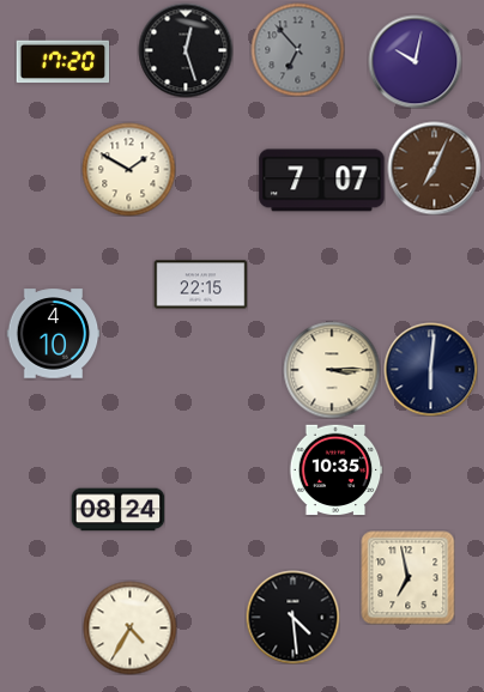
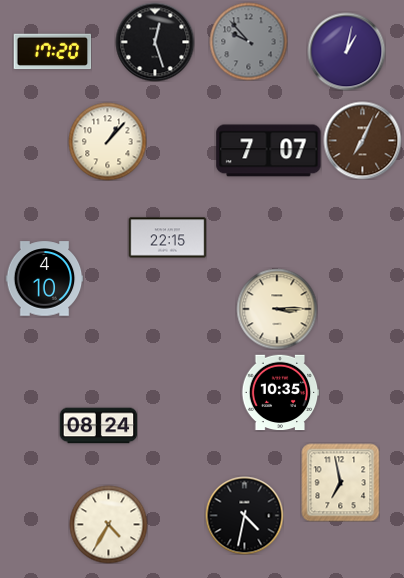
clock at (297, 49): 6:53 -> 9:53
clock at (415, 61): 10:02 -> 1:02
clock at (128, 169): 1:50 -> 1:07
clock at (430, 369): 6:01 -> none
clock at (292, 617): 4:29 -> 4:32
